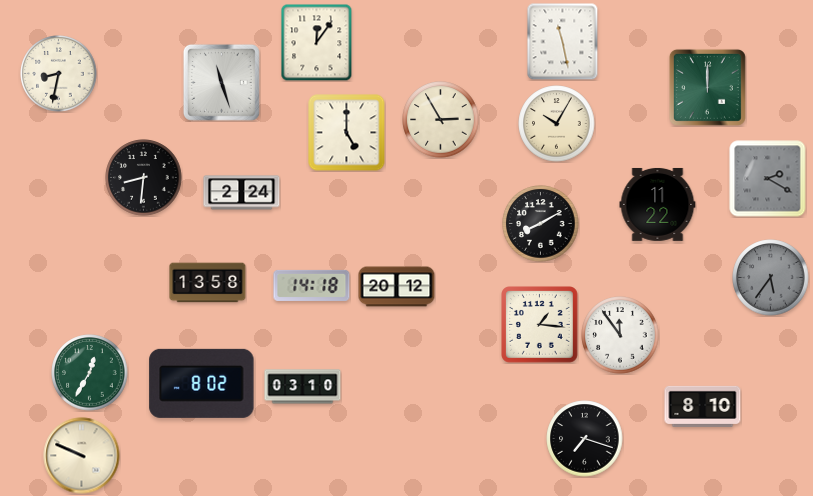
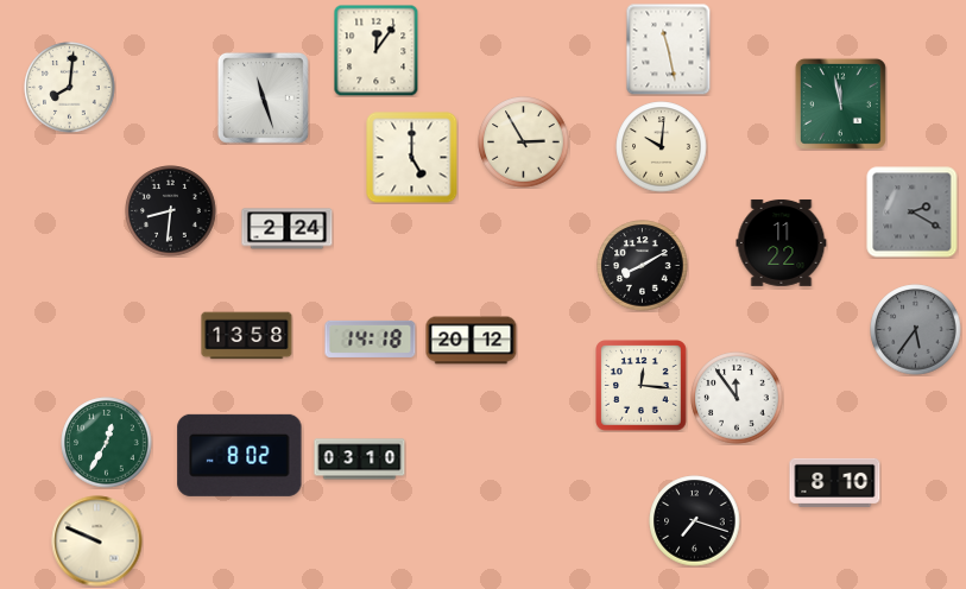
clock at (59, 74): 8:32 -> 8:01
clock at (707, 87): 12:00 -> 11:58
clock at (557, 124): 10:05 -> 10:01
clock at (540, 325): 1:16 -> 12:16
